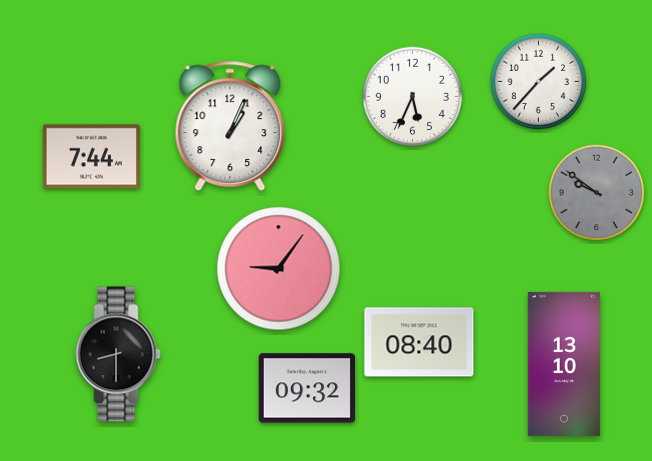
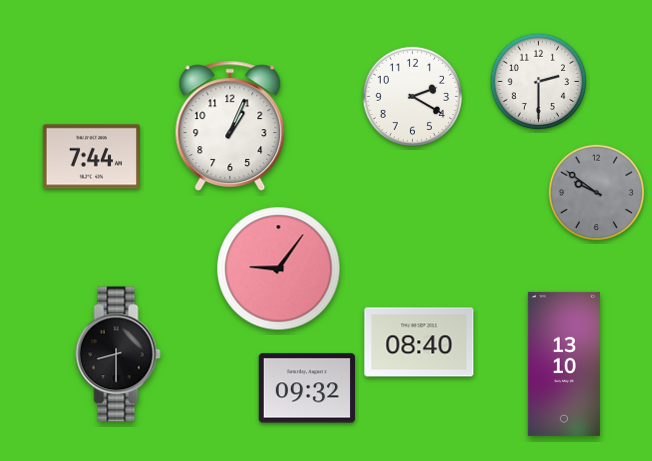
clock at (539, 82): 1:37 -> 2:30
clock at (412, 96): 5:34 -> 2:20
